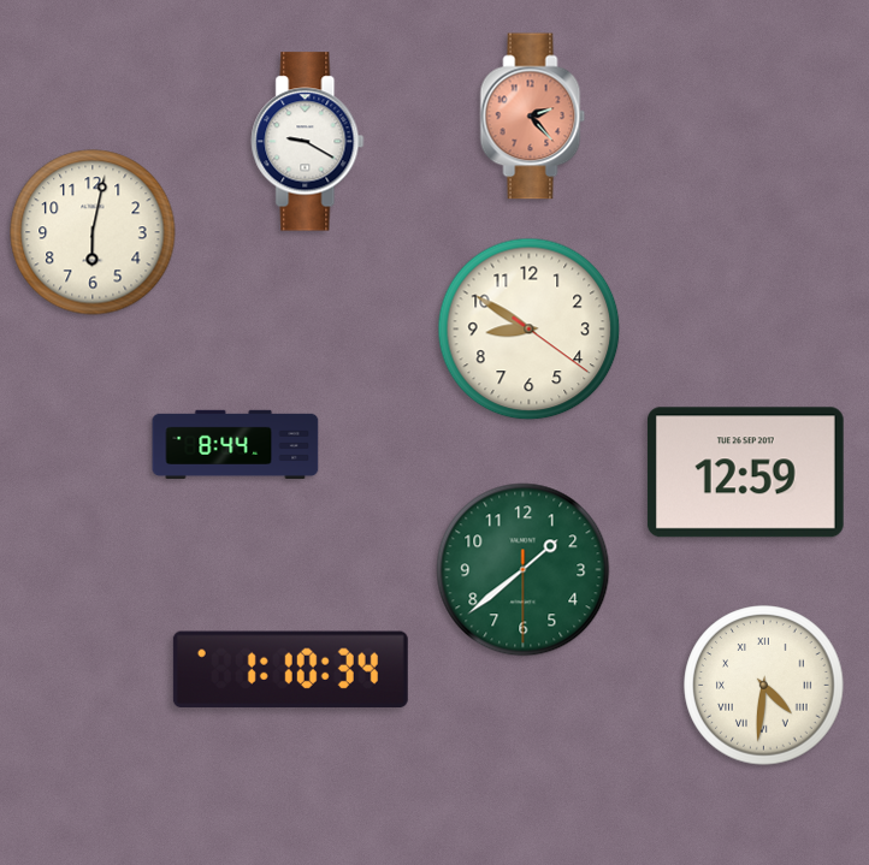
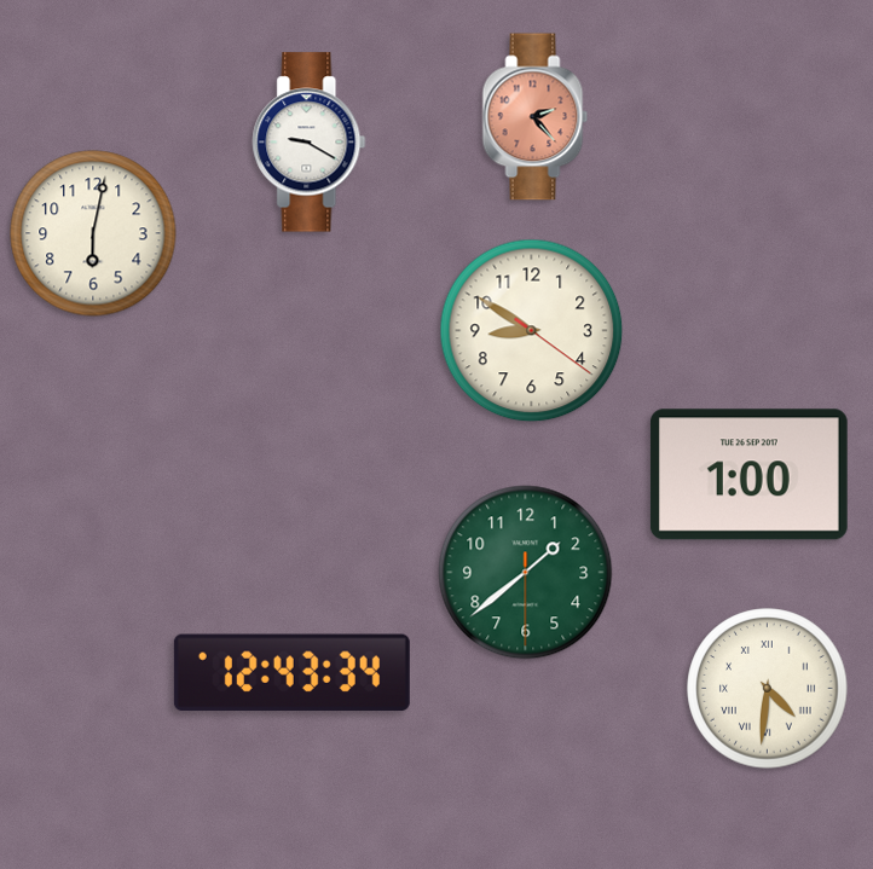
clock at (236, 444): 8:44 -> none
clock at (745, 473): 12:59 -> 1:00
clock at (290, 670): 1:10 -> 12:43
